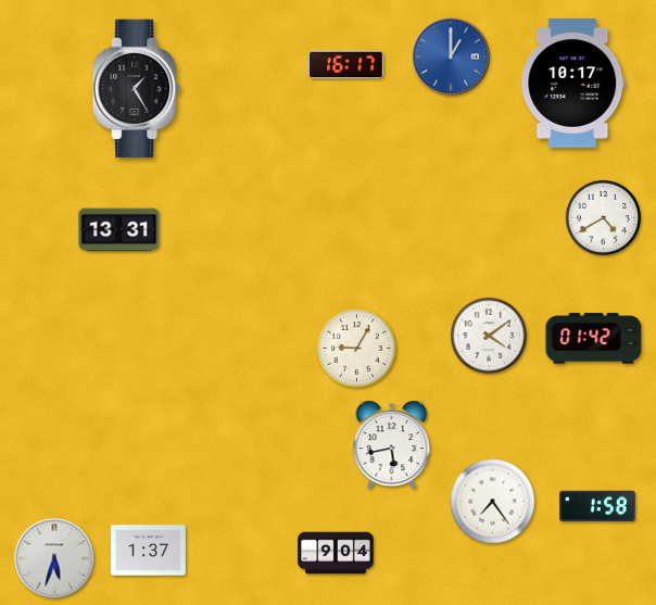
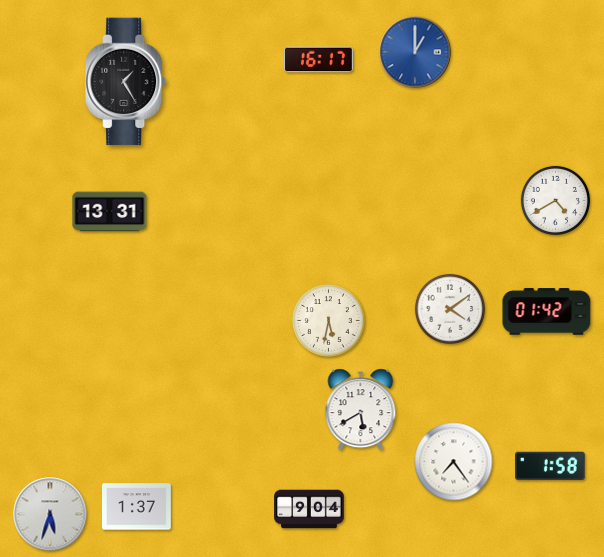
clock at (573, 84): 10:17 -> none
clock at (357, 349): 9:05 -> 5:32
clock at (392, 445): 5:43 -> 5:40
